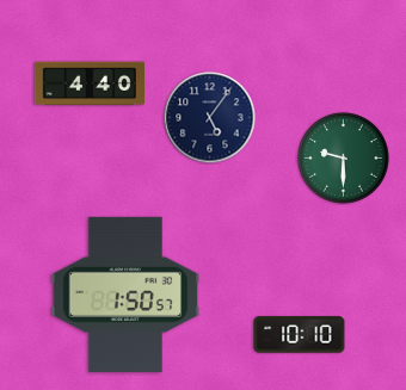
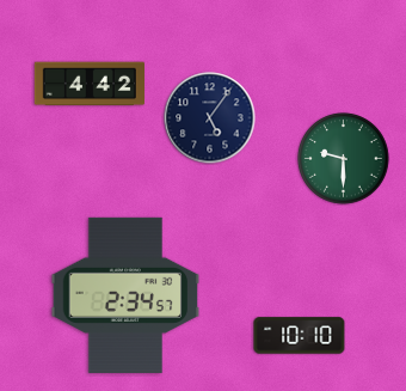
clock at (90, 83): 4:40 -> 4:42
clock at (125, 295): 1:50 -> 2:34
